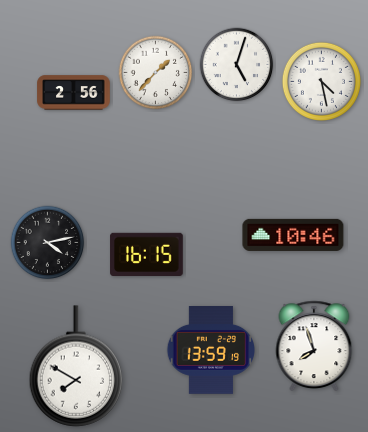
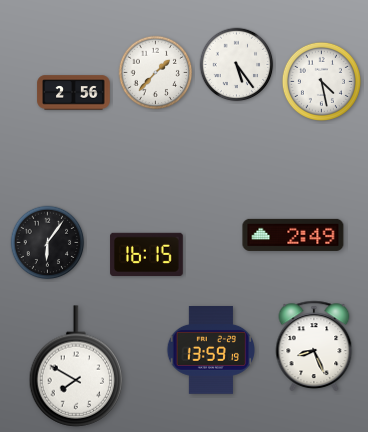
clock at (237, 65): 5:03 -> 5:24
clock at (293, 235): 10:46 -> 2:49
clock at (48, 243): 4:13 -> 6:06
clock at (314, 345): 7:57 -> 8:26
